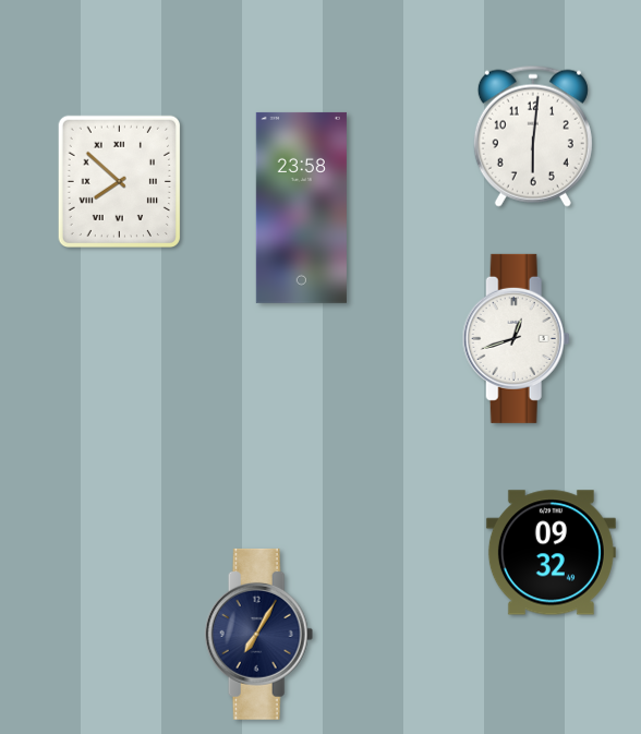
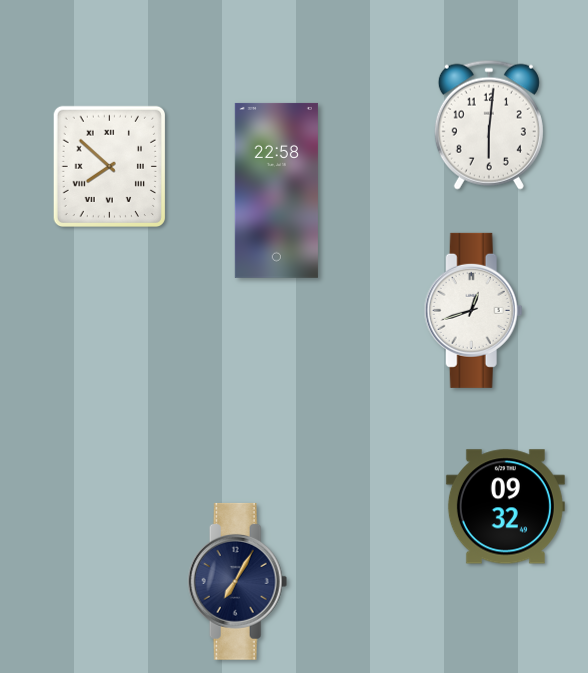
clock at (301, 207): 23:58 -> 22:58
